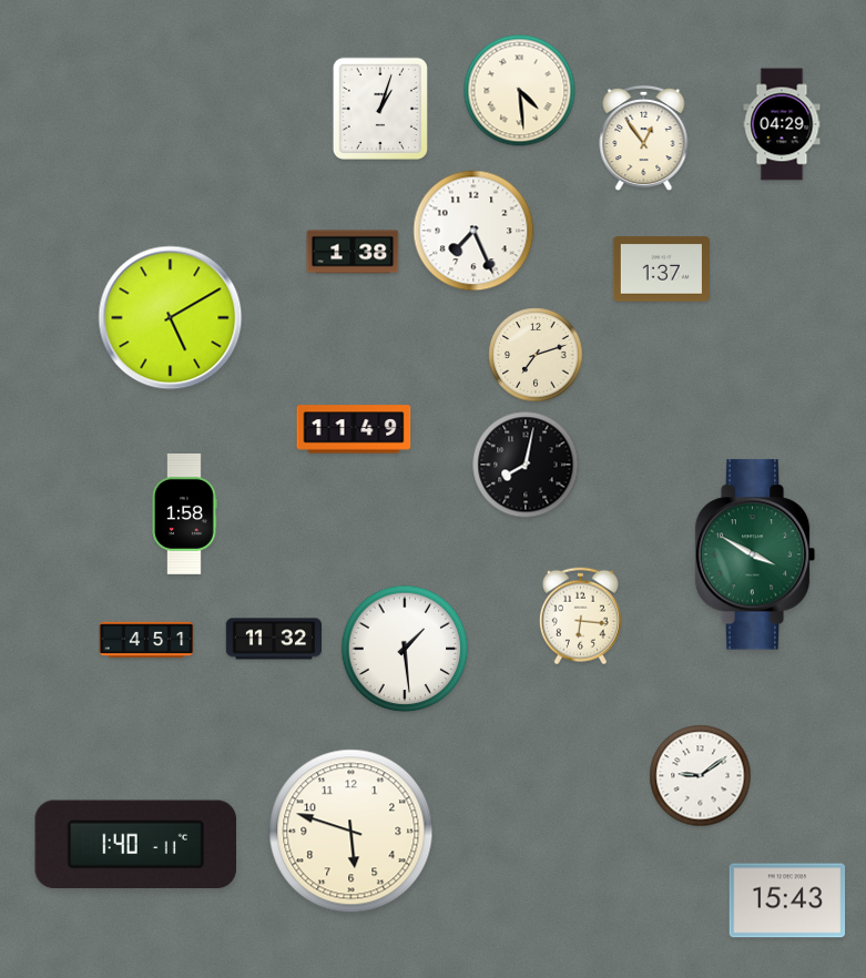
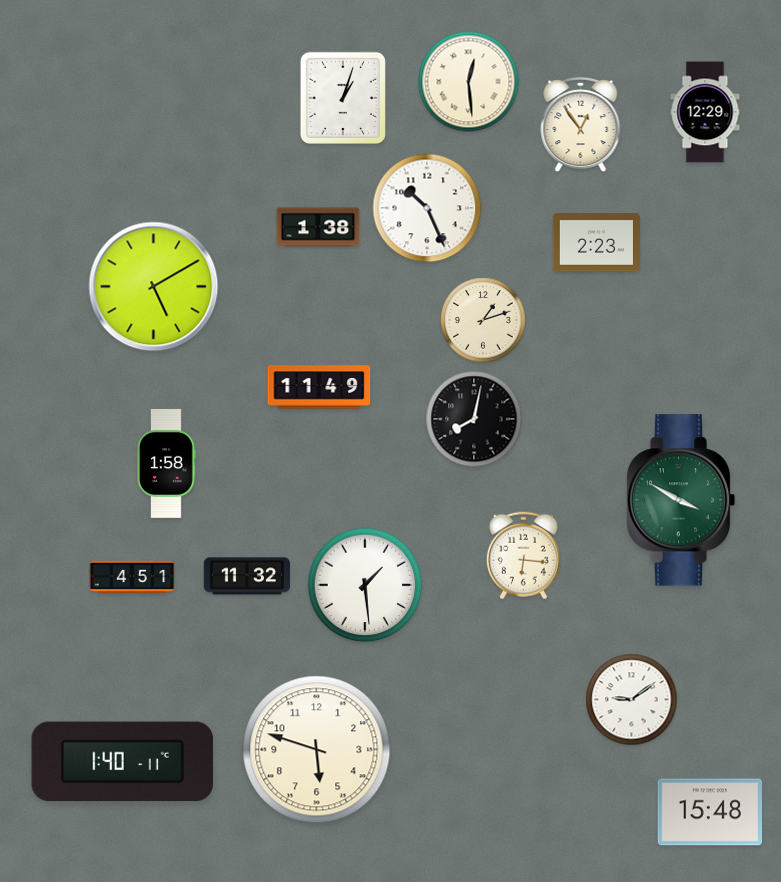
clock at (520, 91): 4:29 -> 12:29
clock at (782, 124): 04:29 -> 12:29
clock at (473, 231): 7:26 -> 10:26
clock at (661, 269): 1:37 -> 2:23
clock at (536, 355): 7:12 -> 1:12
clock at (787, 900): 15:43 -> 15:48
